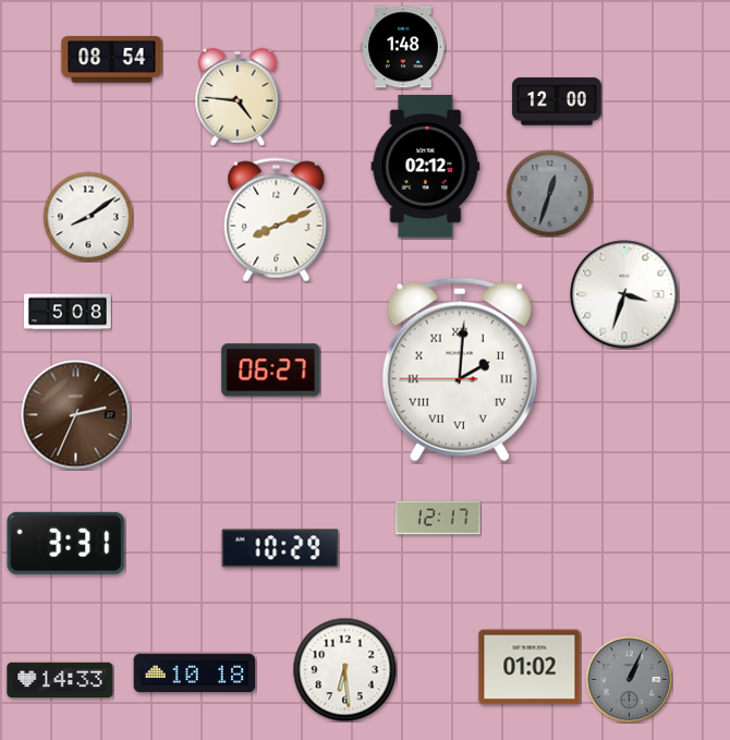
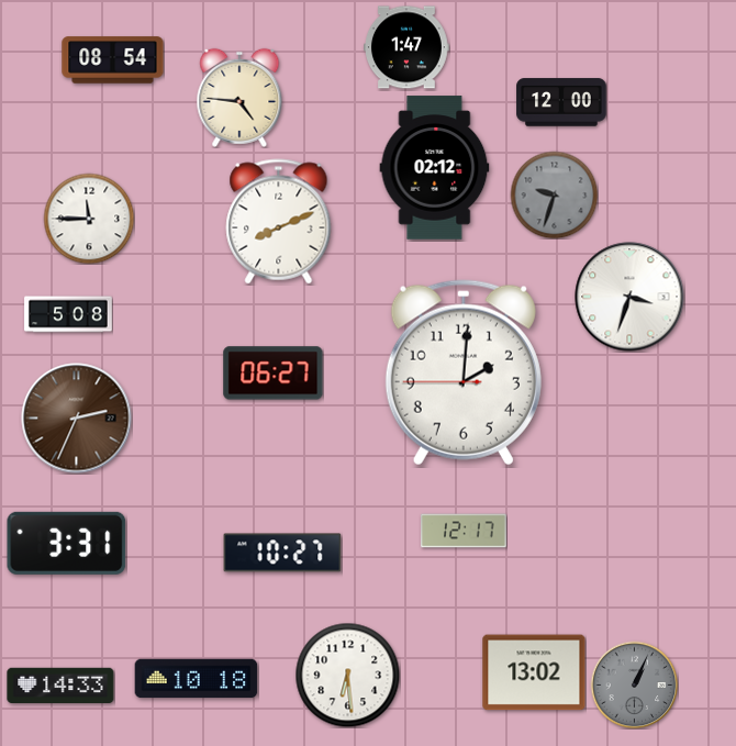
clock at (404, 47): 1:48 -> 1:47
clock at (426, 167) position: (426, 167) -> (435, 168)
clock at (549, 193): 12:33 -> 9:33
clock at (88, 217): 8:09 -> 11:45
clock at (460, 369) numerals: Roman -> Arabic
clock at (439, 518) position: (439, 518) -> (465, 531)
clock at (66, 543) position: (66, 543) -> (67, 543)
clock at (280, 548): 10:29 -> 10:27
clock at (530, 667): 01:02 -> 13:02
